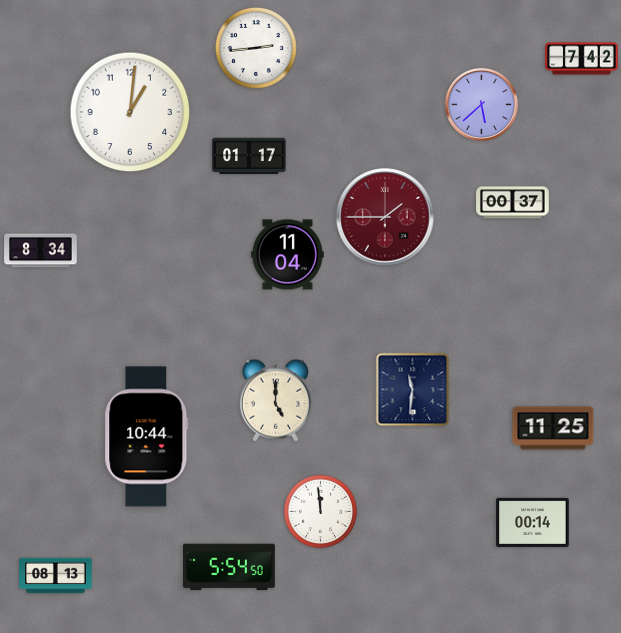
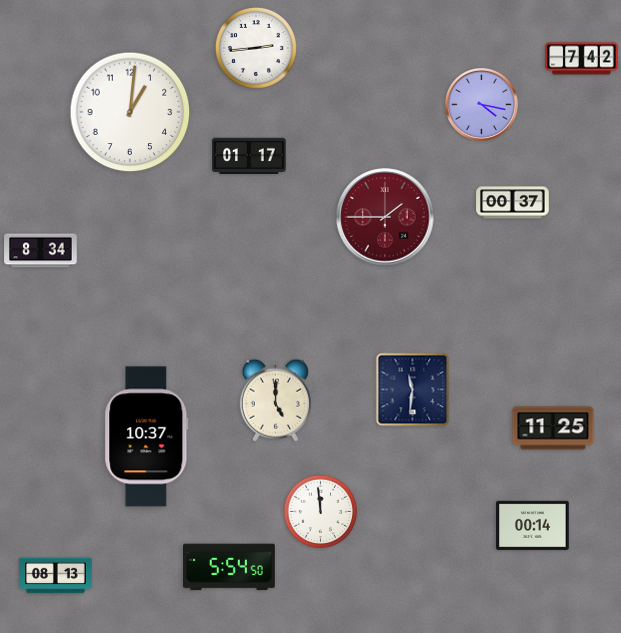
clock at (481, 104): 5:38 -> 4:17
clock at (288, 255): 11:04 -> none
clock at (147, 437): 10:44 -> 10:37
clock at (533, 522) position: (533, 522) -> (533, 525)
